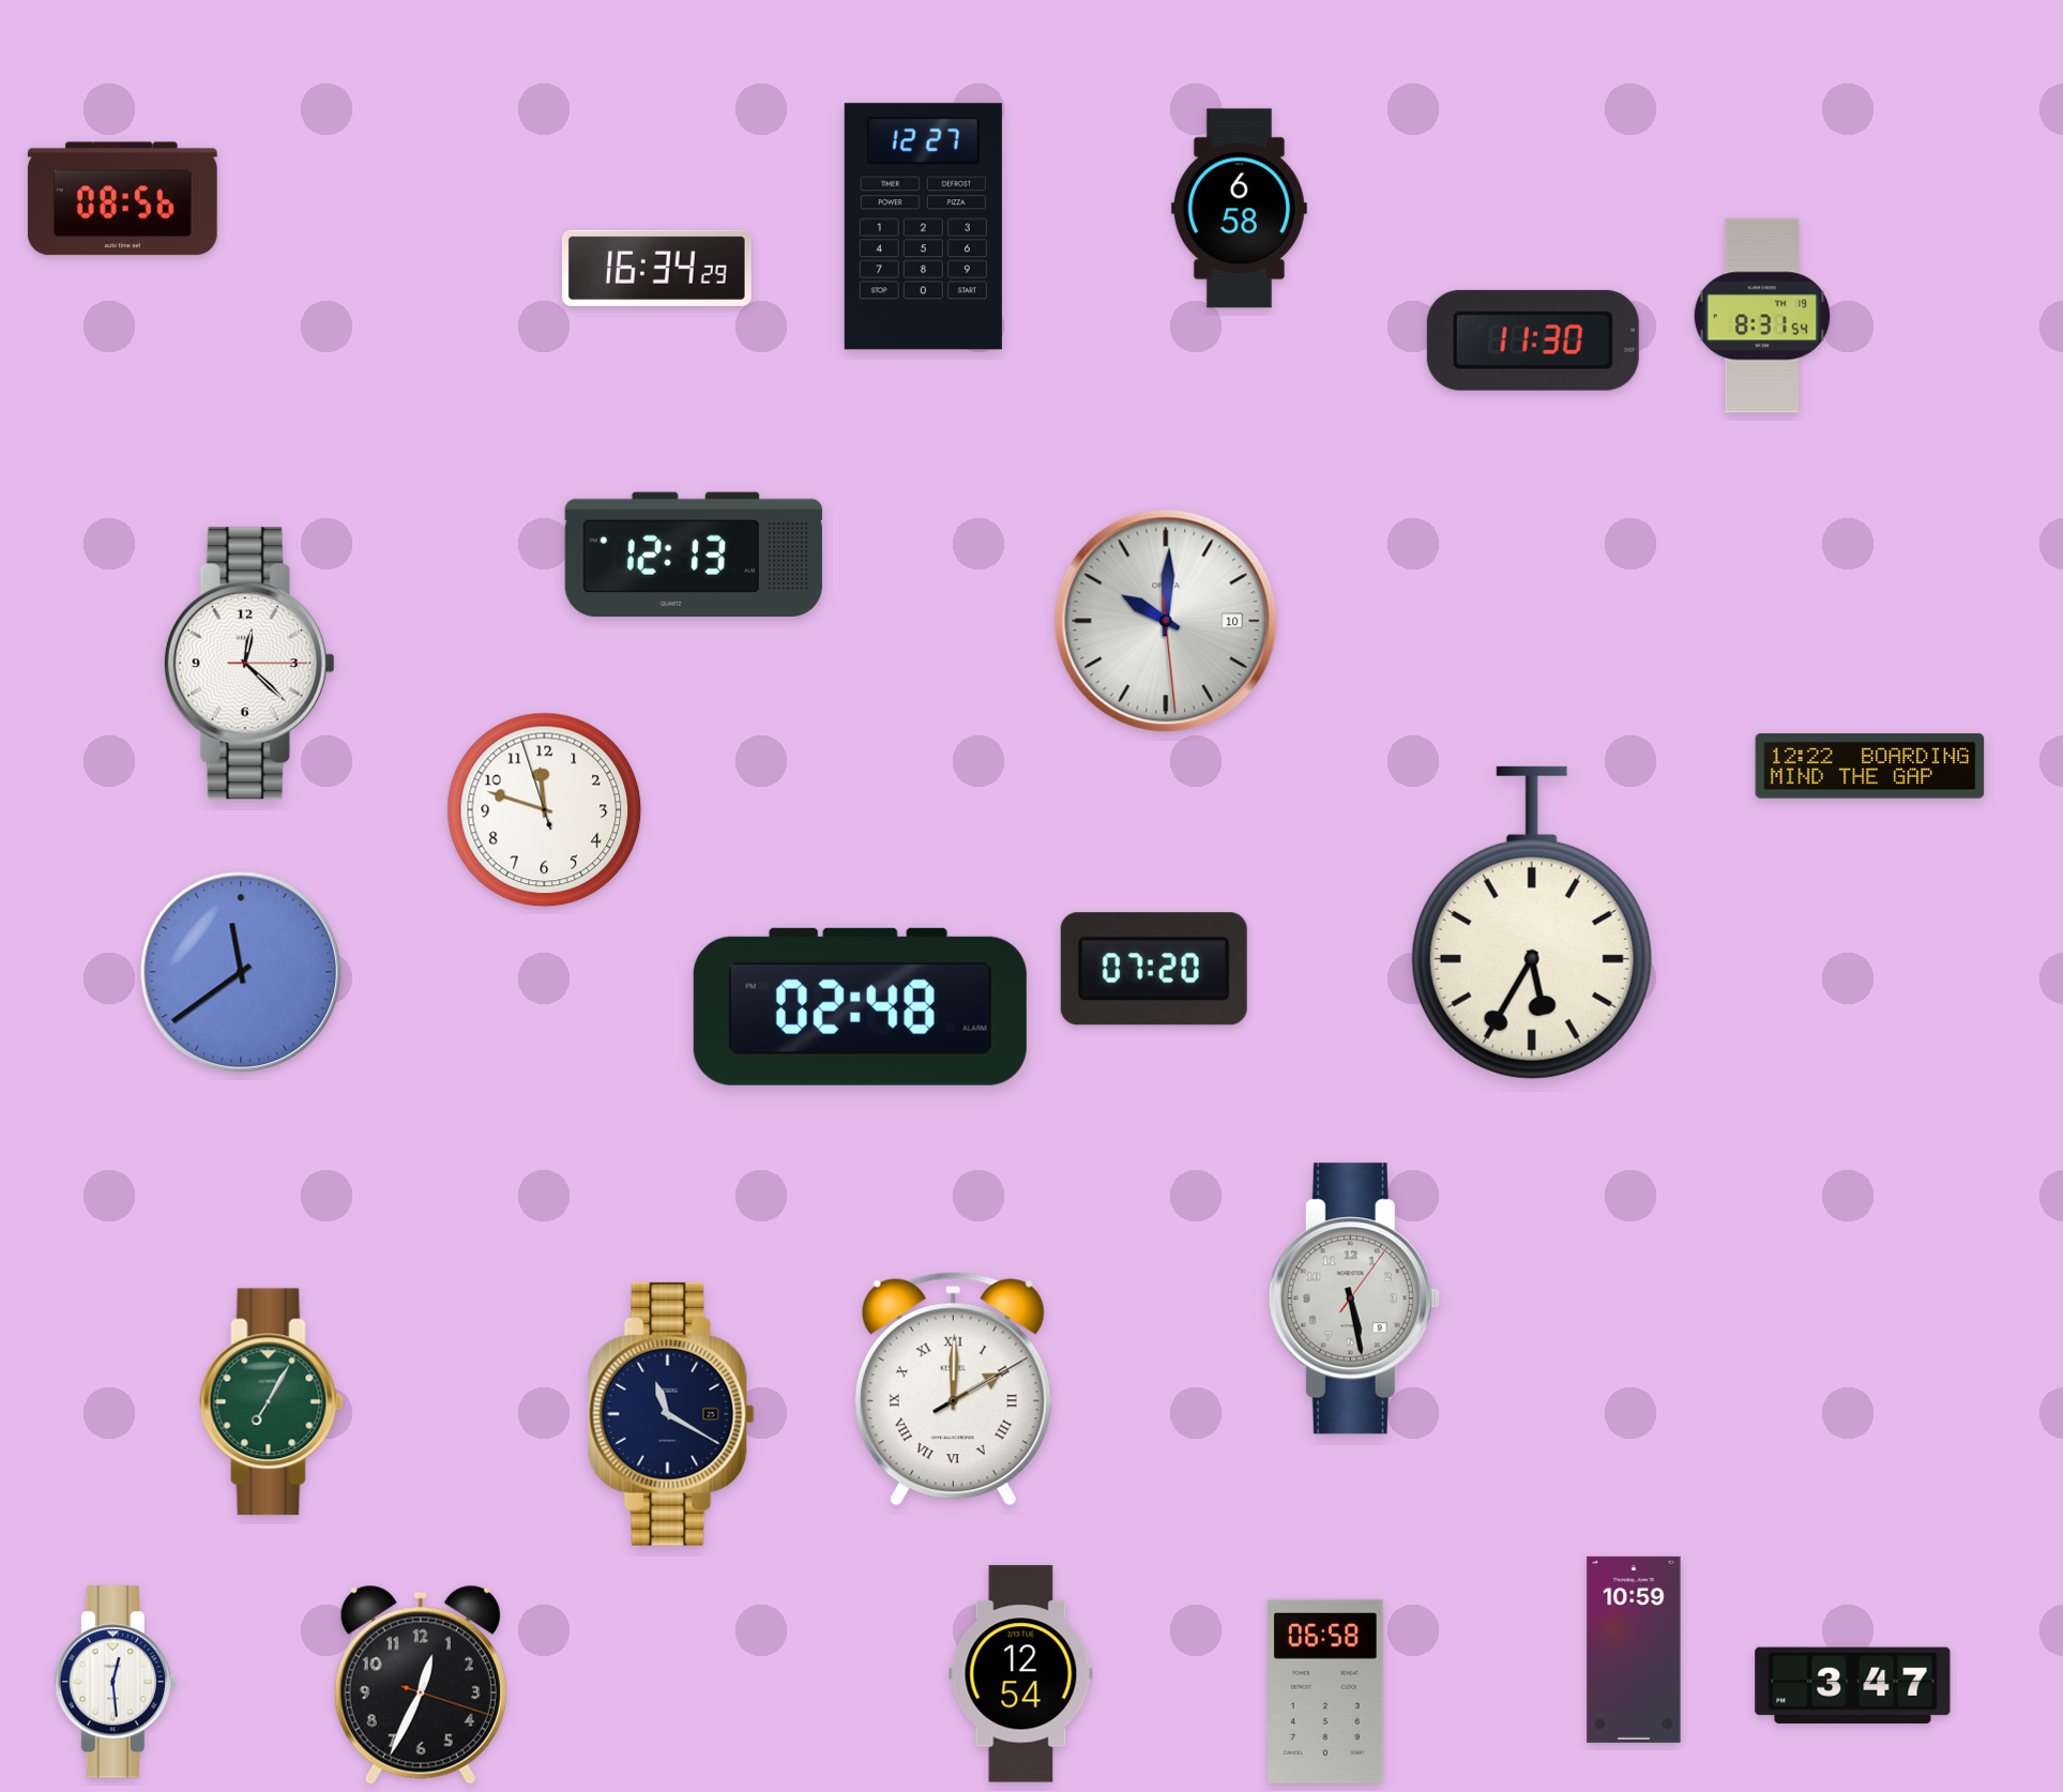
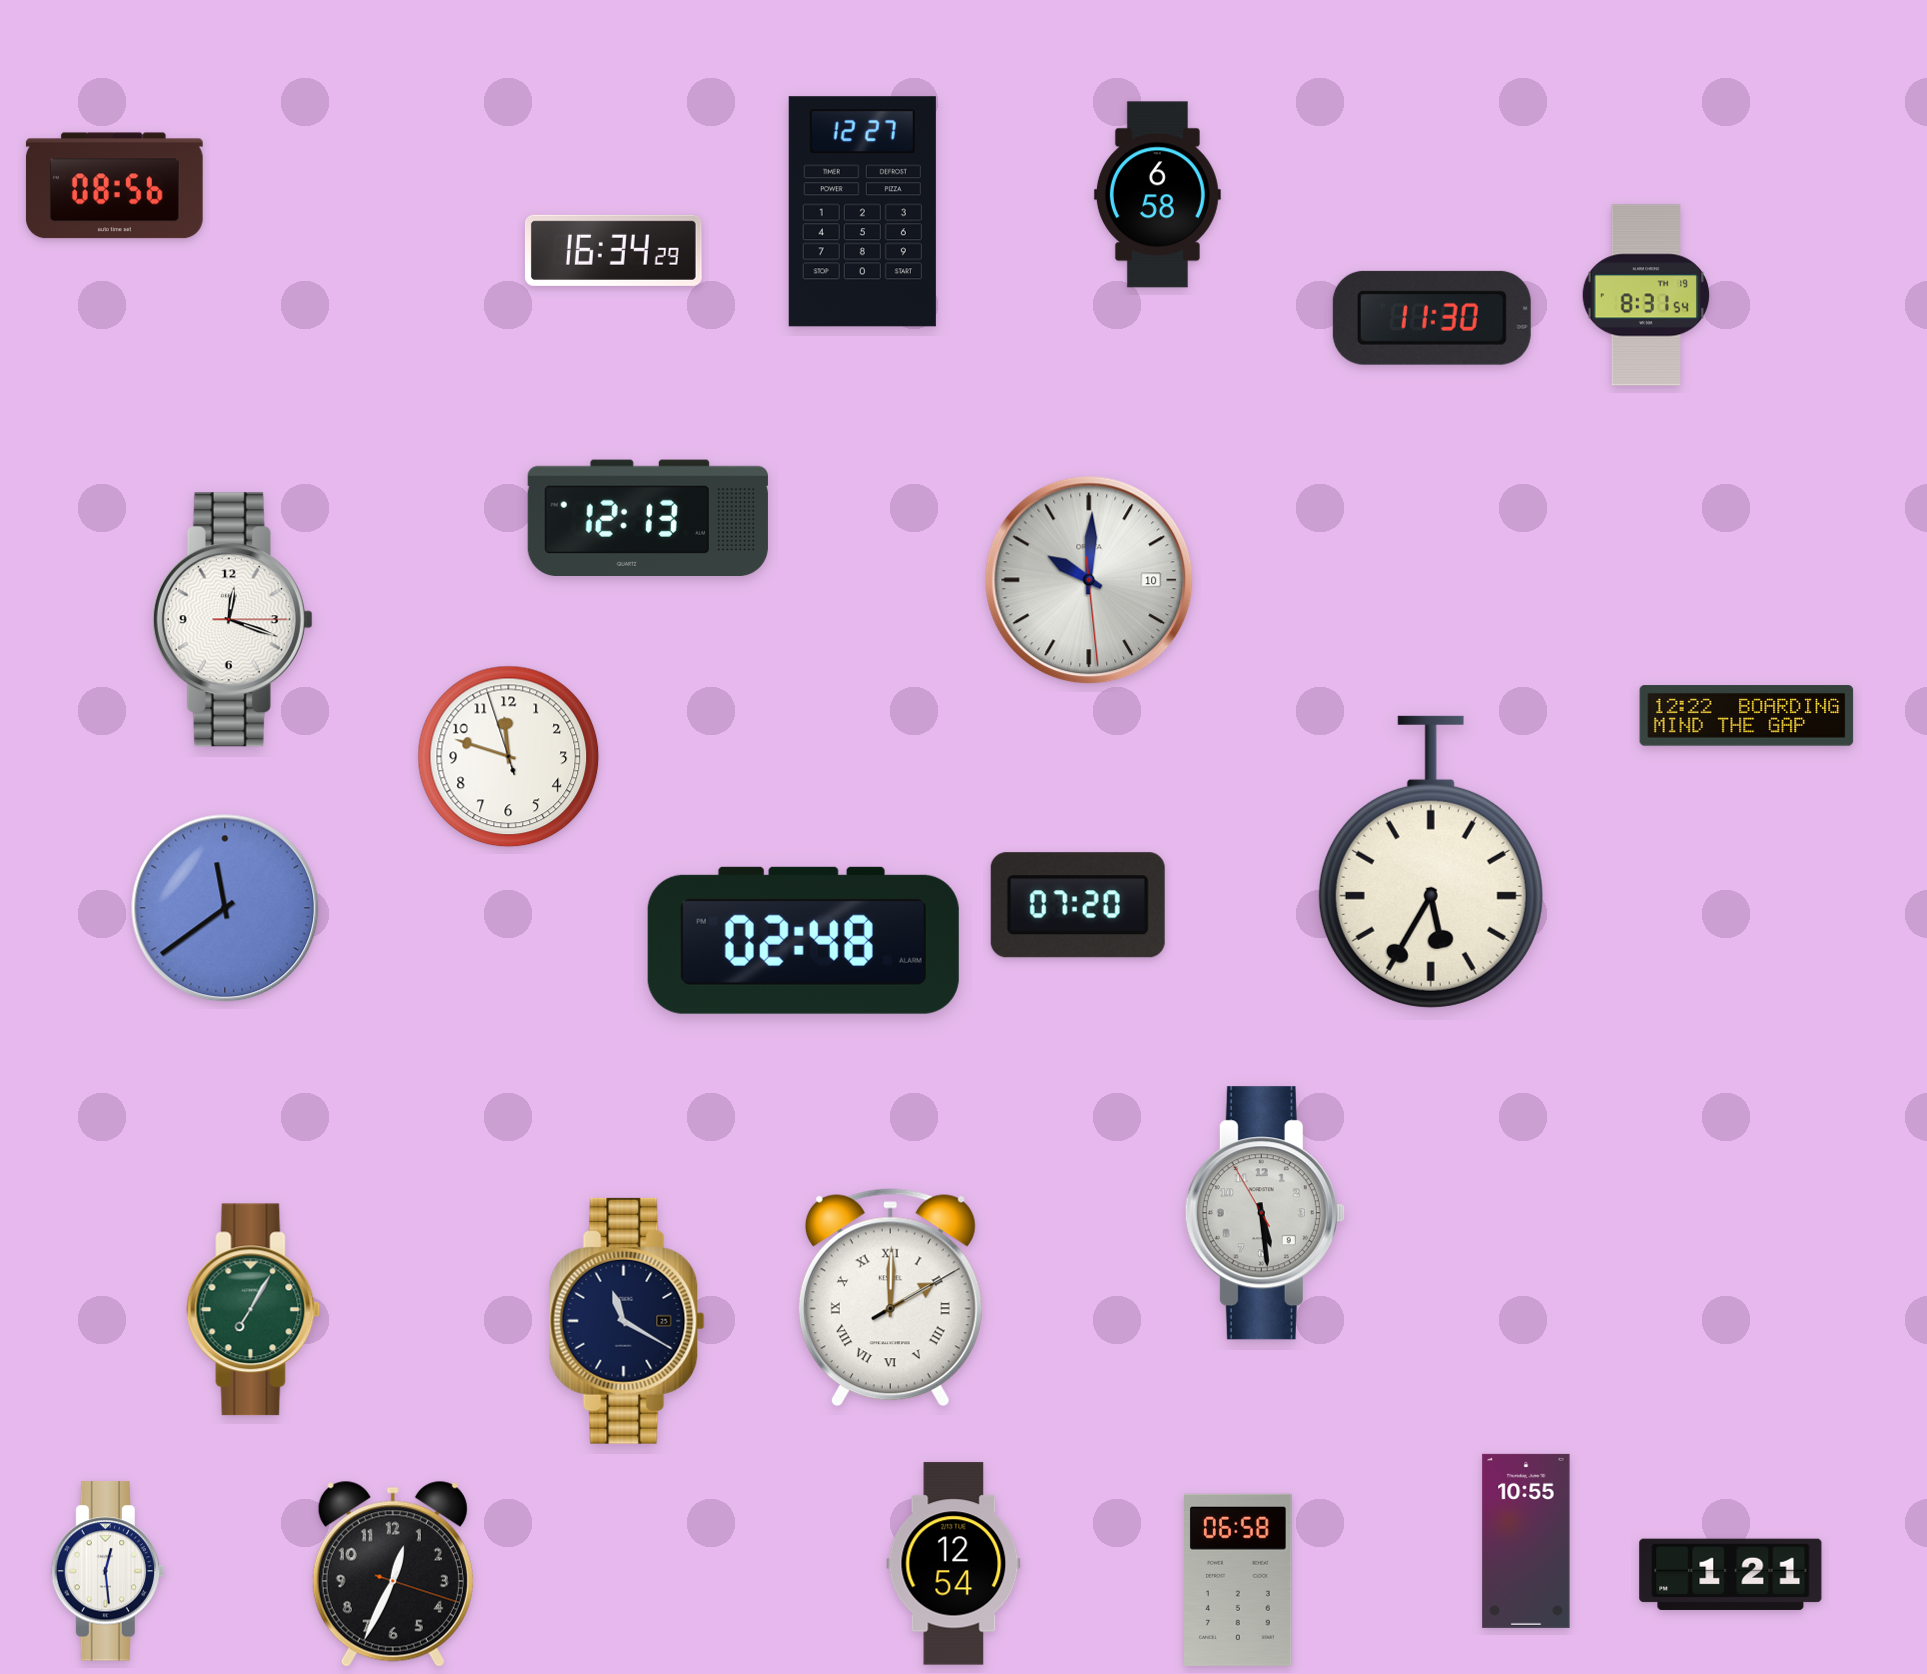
clock at (248, 664): 12:22 -> 12:18
clock at (1354, 1299): 5:28:06 -> 5:28:55
clock at (1634, 1650): 10:59 -> 10:55
clock at (1853, 1685): 3:47 -> 1:21
